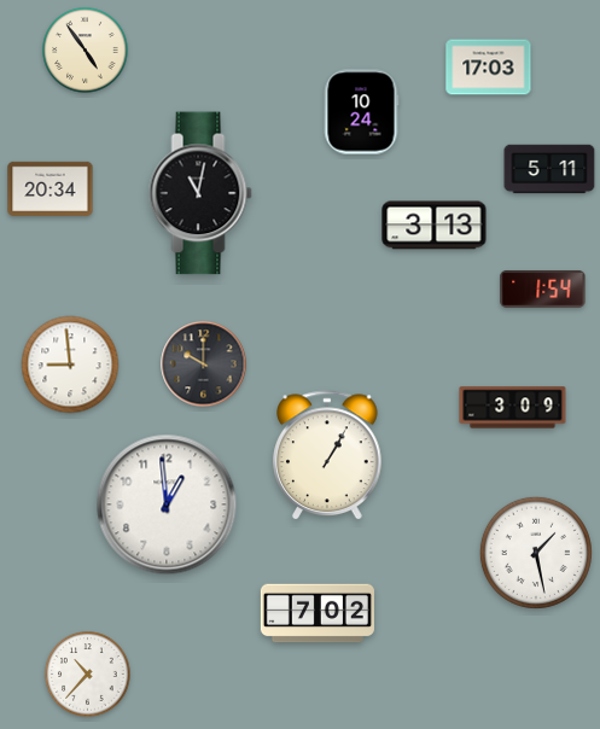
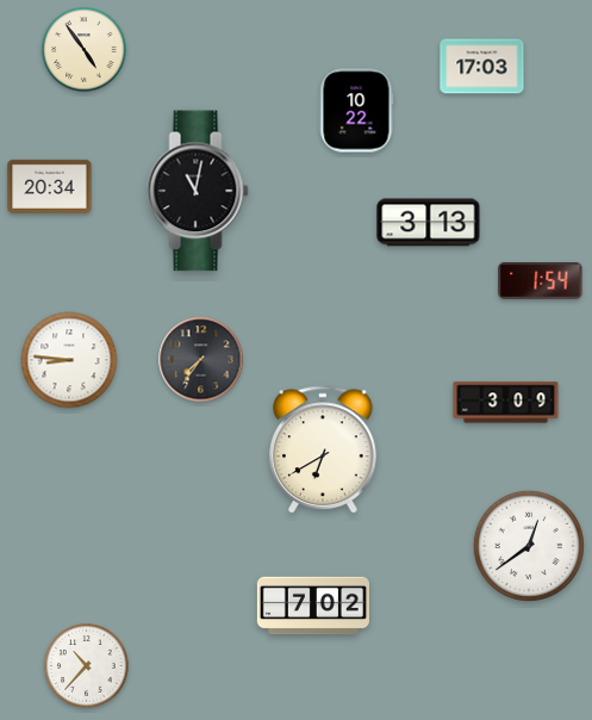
clock at (361, 112): 10:24 -> 10:22
clock at (549, 169): 5:11 -> none
clock at (543, 288) position: (543, 288) -> (541, 280)
clock at (70, 364): 8:59 -> 8:46
clock at (204, 364): 10:00 -> 7:36
clock at (327, 456): 1:05 -> 6:40
clock at (167, 505): 12:59 -> none
clock at (536, 553): 1:28 -> 12:39
